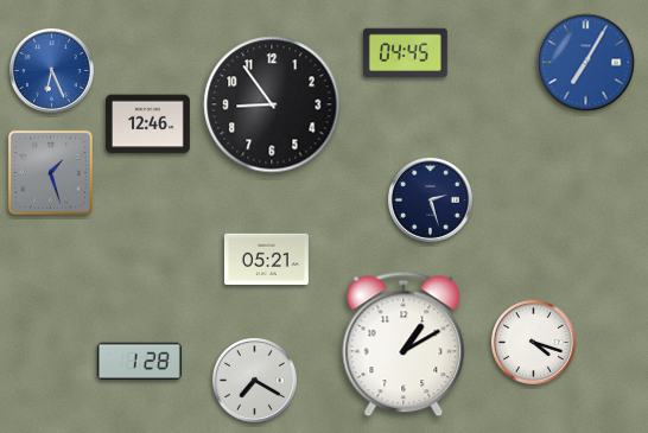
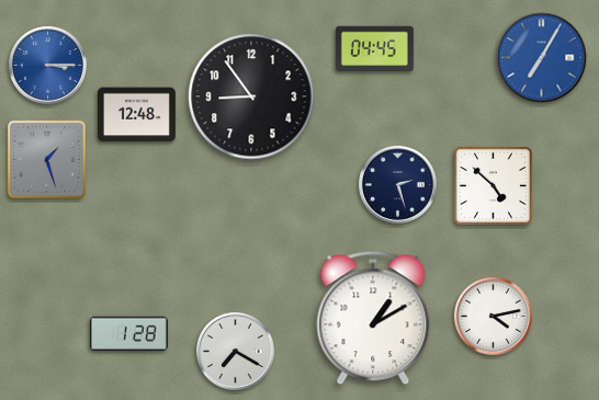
clock at (51, 70): 6:26 -> 3:15
clock at (147, 125): 12:46 -> 12:48
clock at (493, 185): none -> 4:52
clock at (266, 260): 05:21 -> none
clock at (533, 342): 4:18 -> 4:13
